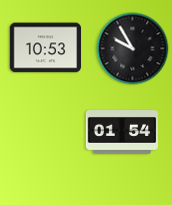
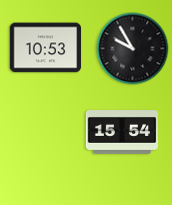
clock at (121, 133): 01:54 -> 15:54
